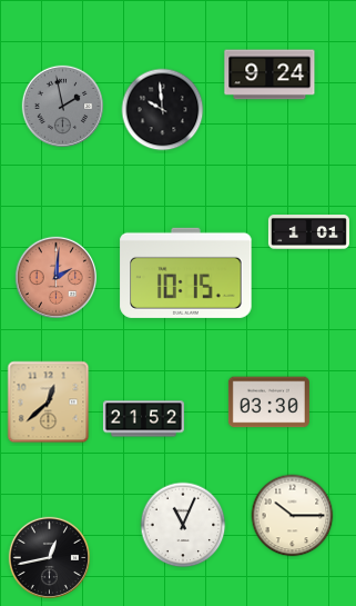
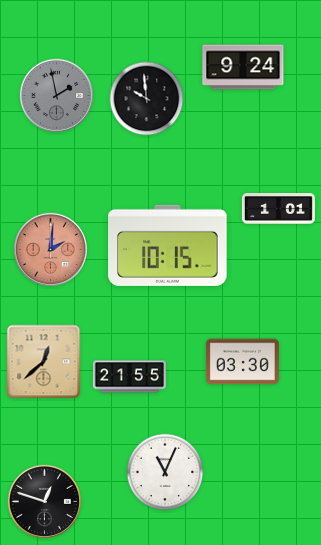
clock at (143, 419): 21:52 -> 21:55
clock at (293, 516): 10:15 -> none
clock at (49, 557): 12:43 -> 12:48
